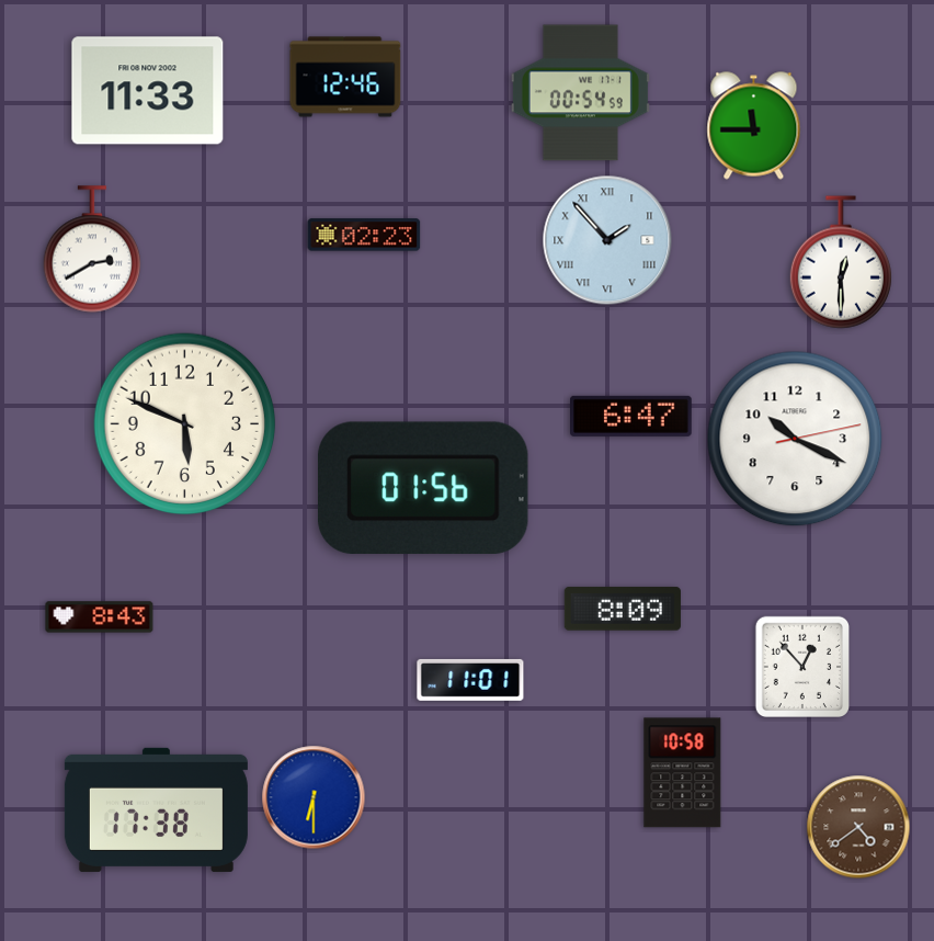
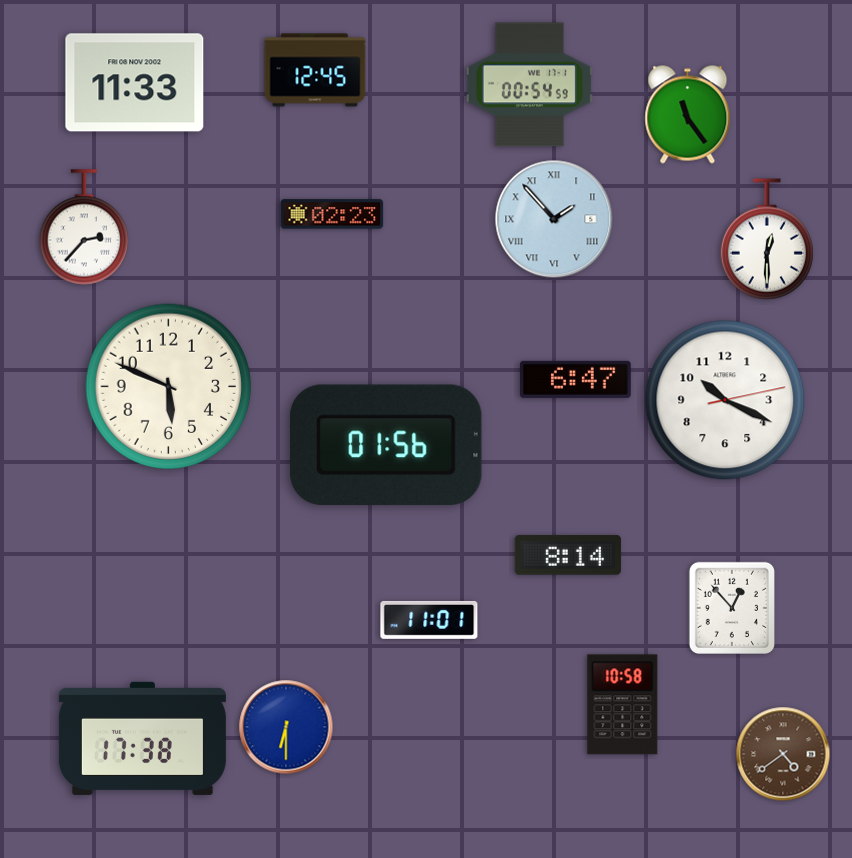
clock at (345, 77): 12:46 -> 12:45
clock at (754, 126): 11:45 -> 11:24
clock at (92, 249): 2:40 -> 2:37
clock at (623, 609): 8:09 -> 8:14
clock at (100, 617): 8:43 -> none
